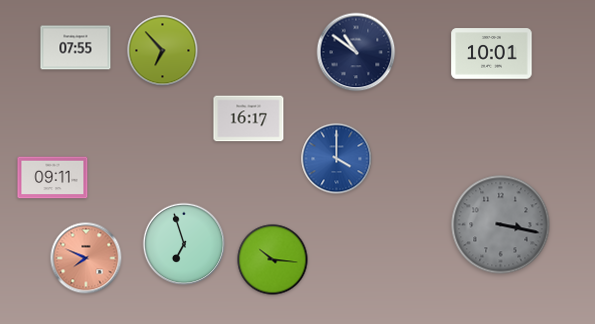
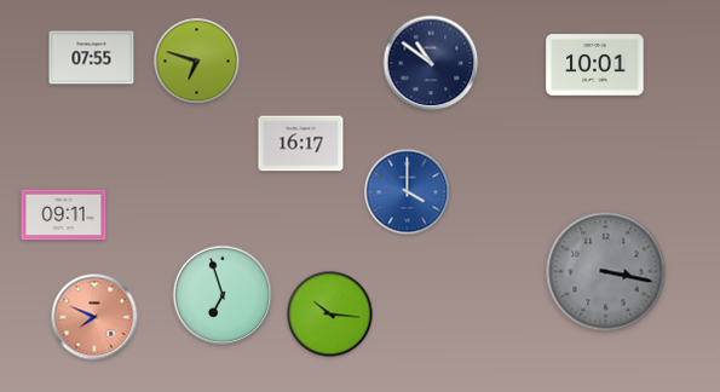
clock at (163, 51): 6:53 -> 6:48
clock at (86, 258) position: (86, 258) -> (94, 317)
